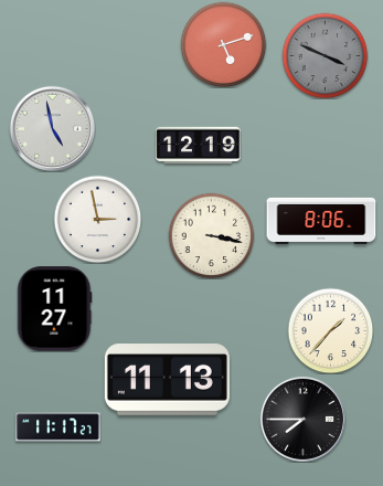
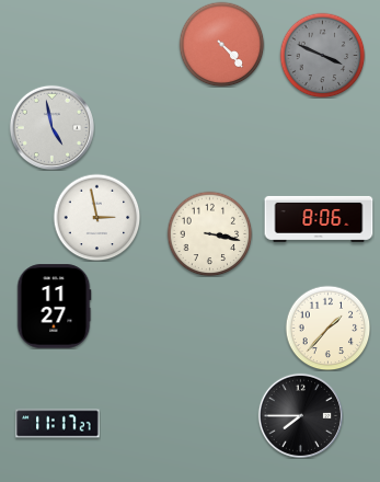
clock at (223, 44): 5:12 -> 4:23
clock at (199, 146): 12:19 -> none
clock at (167, 380): 11:13 -> none
